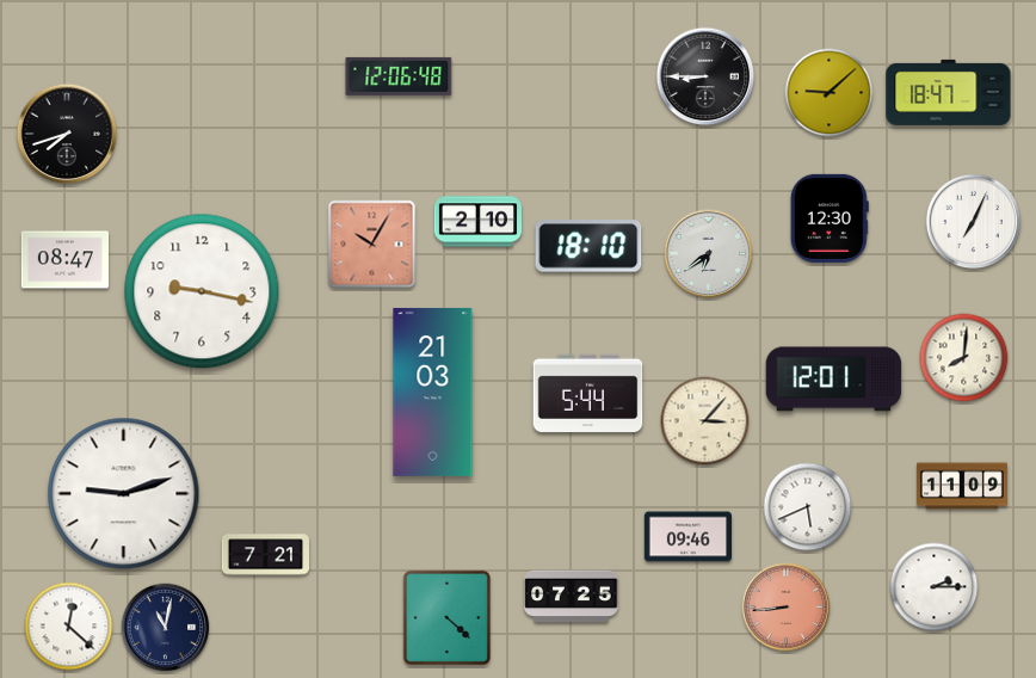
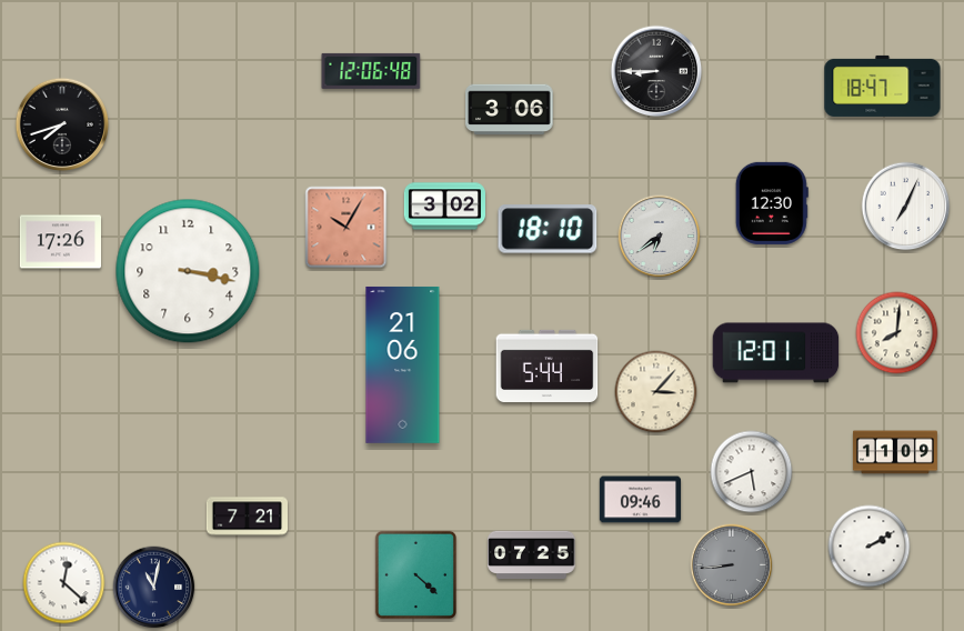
clock at (830, 93): 9:08 -> none
clock at (510, 110): none -> 3:06
clock at (477, 222): 2:10 -> 3:02
clock at (64, 260): 08:47 -> 17:26
clock at (202, 291): 9:17 -> 3:17
clock at (433, 393): 21:03 -> 21:06
clock at (124, 494): 9:12 -> none
clock at (935, 587): 2:15 -> 2:10
clock at (787, 608) dial: salmon -> grey
clock at (166, 628) position: (166, 628) -> (154, 588)
